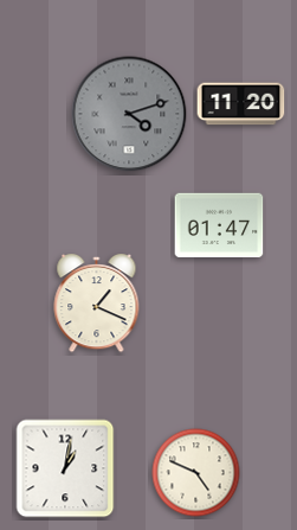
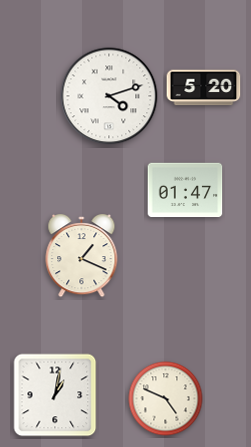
clock at (241, 104): 11:20 -> 5:20
clock at (129, 114) dial: grey -> white
